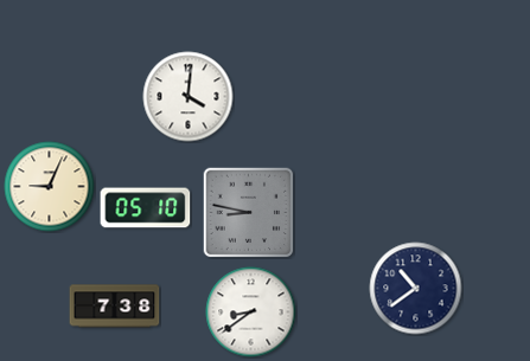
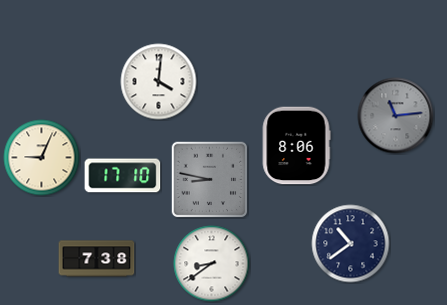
clock at (396, 116): none -> 11:14
clock at (296, 146): none -> 8:06
clock at (146, 208): 05:10 -> 17:10
